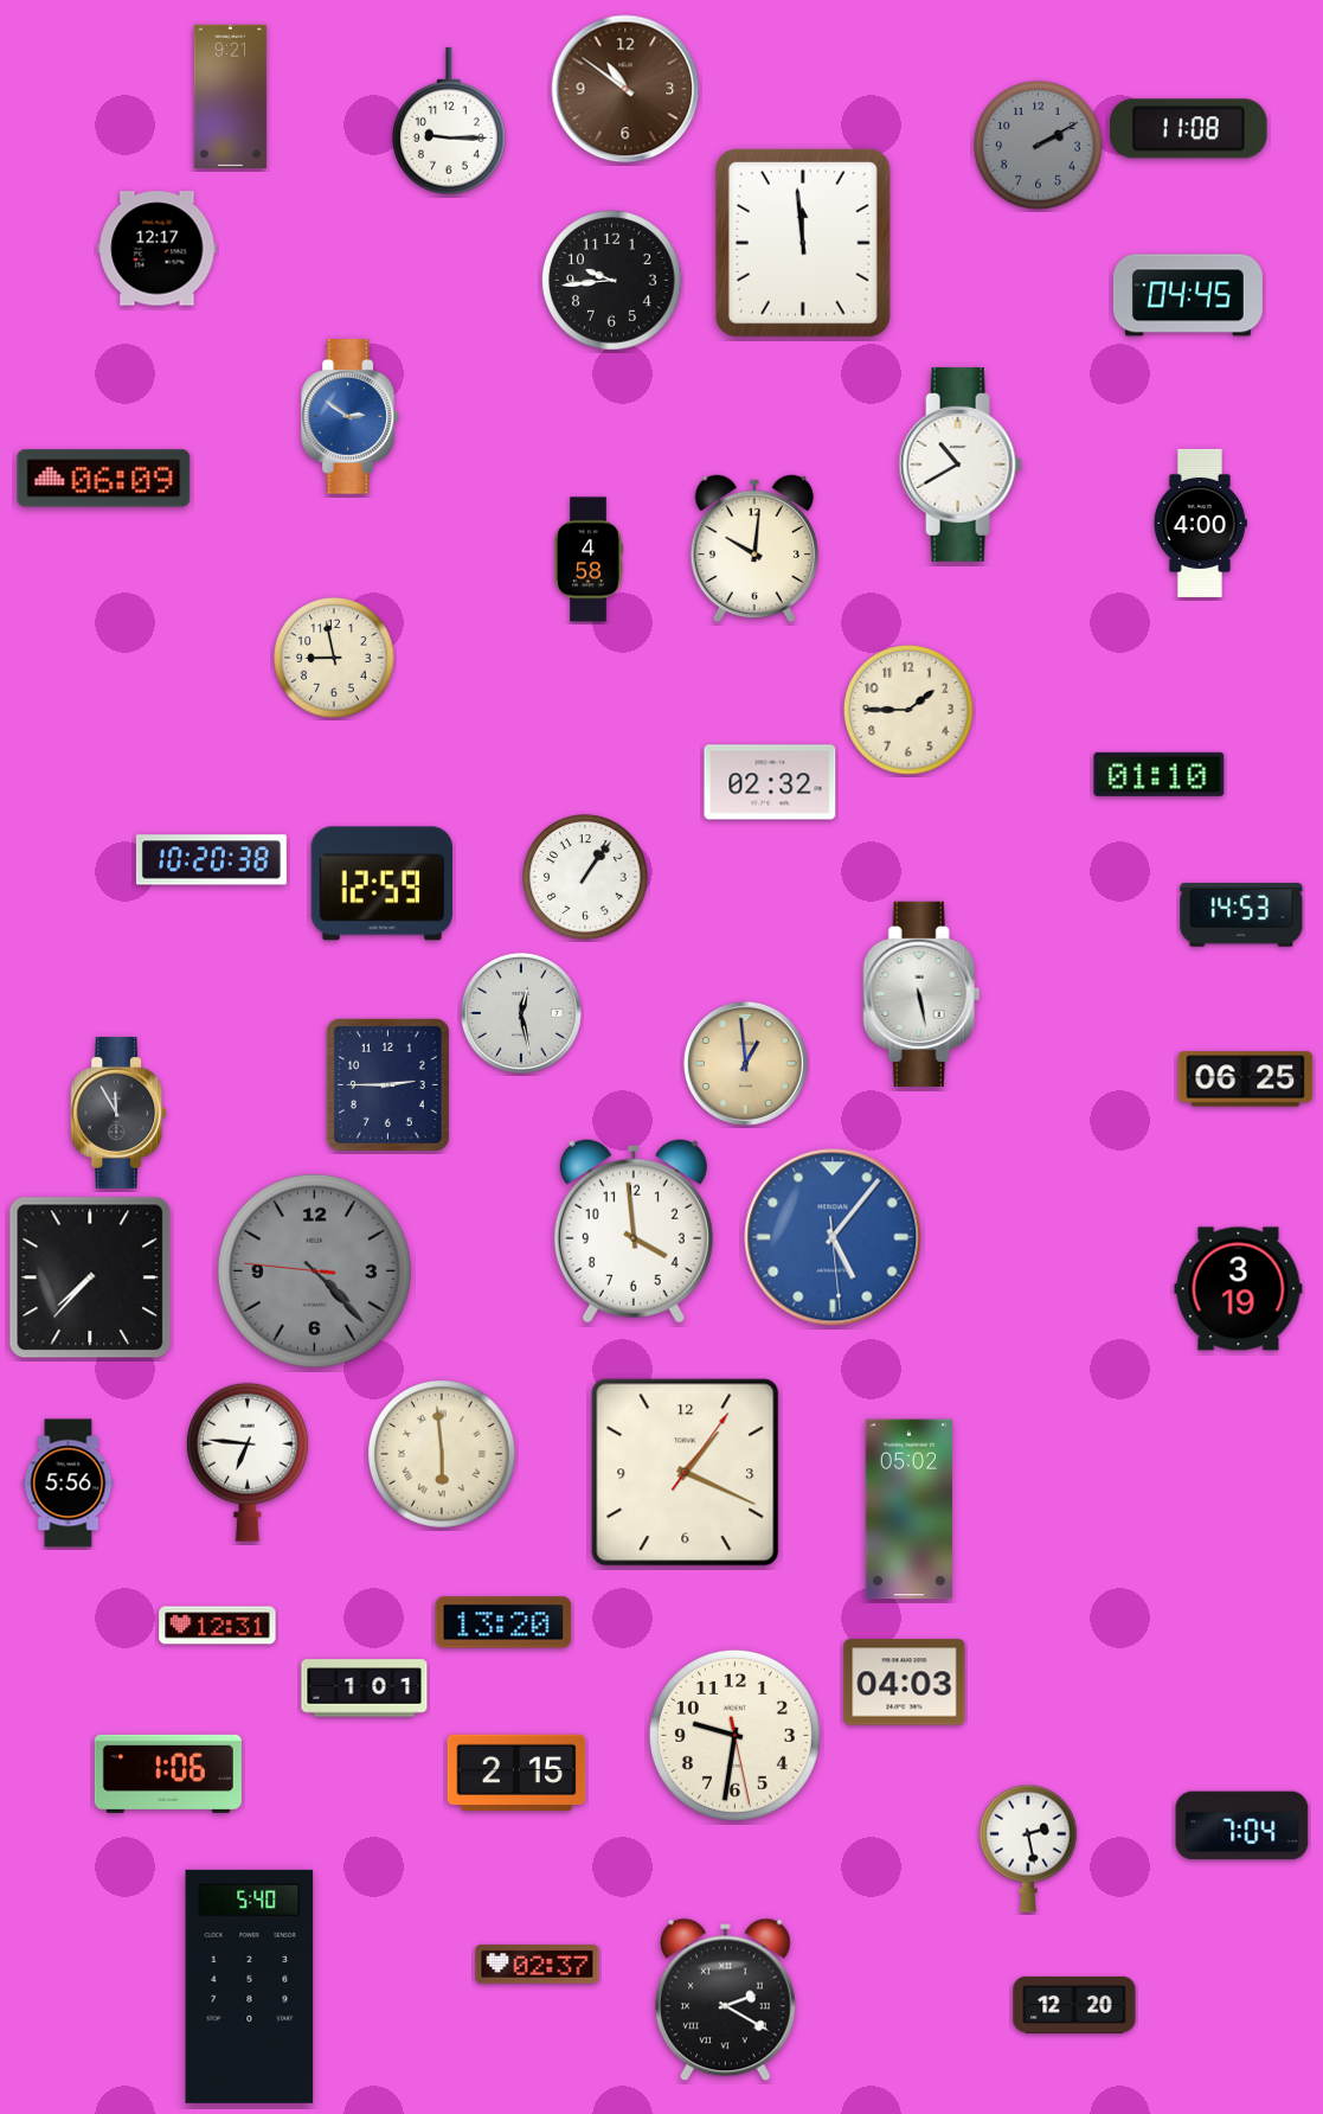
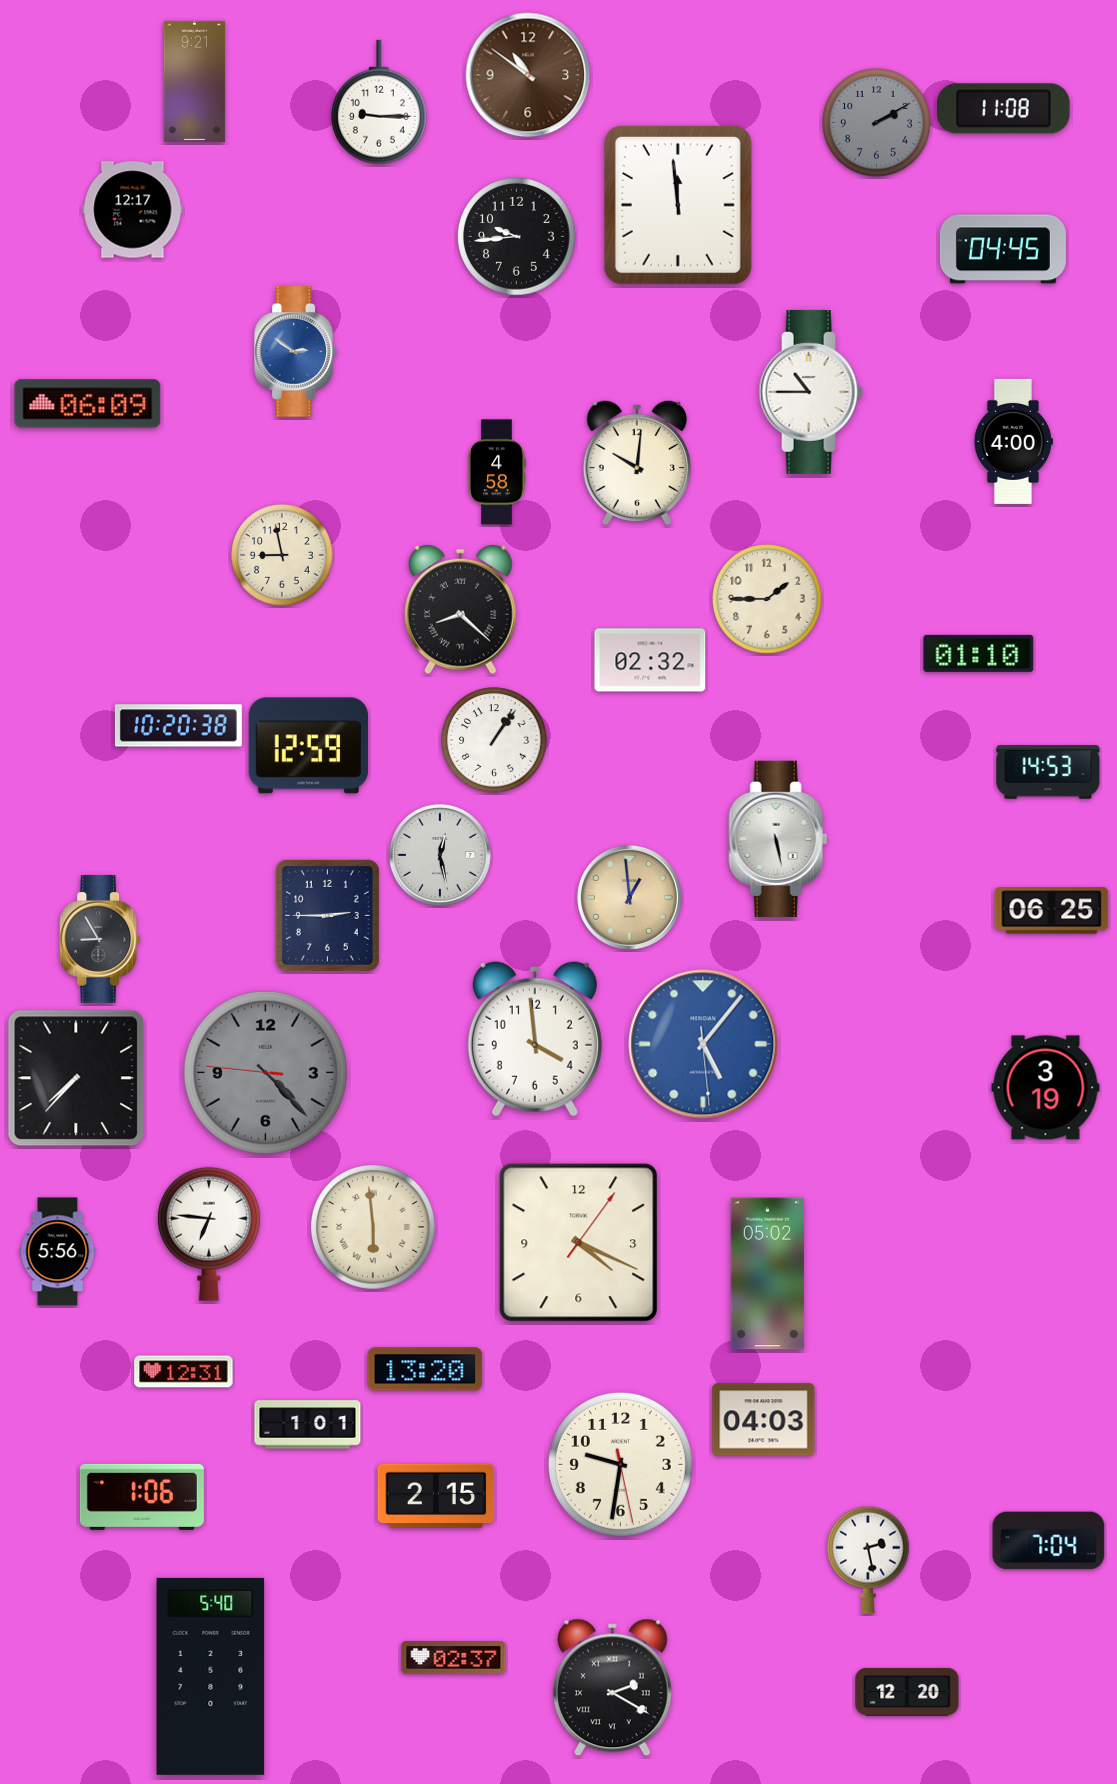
clock at (961, 465): 10:40 -> 10:45
clock at (460, 610): none -> 8:22
clock at (381, 884) position: (381, 884) -> (308, 746)
clock at (118, 1113): 11:55 -> 8:55
clock at (686, 1473): 1:19 -> 4:19
